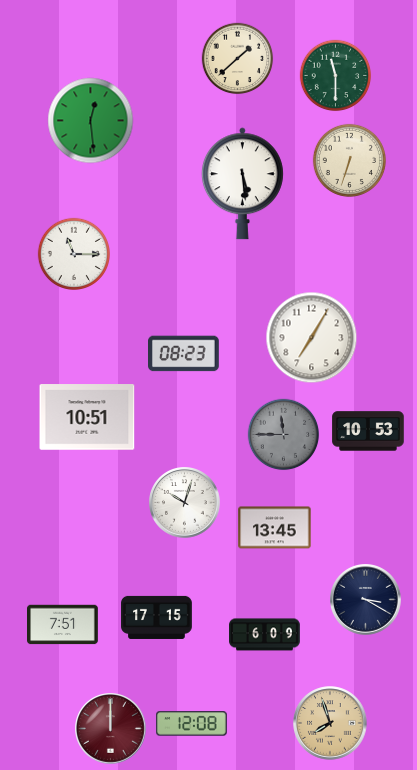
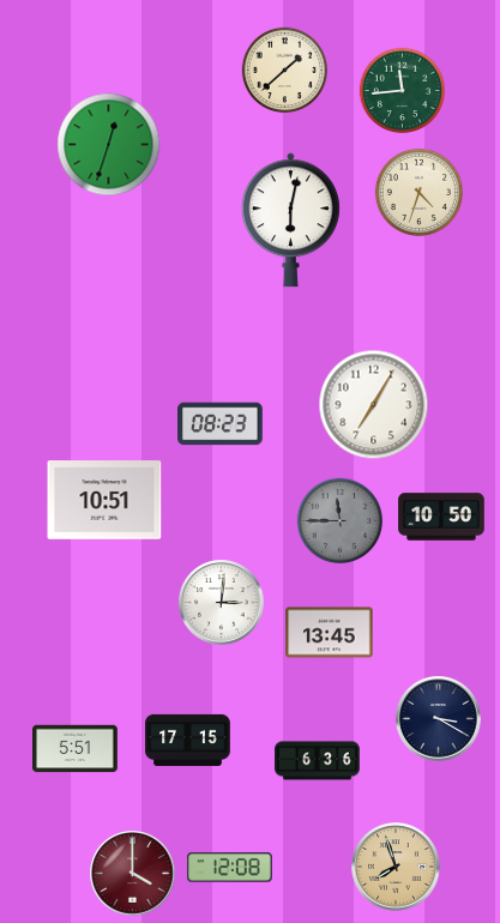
clock at (336, 76): 11:30 -> 11:44
clock at (91, 121): 12:29 -> 12:33
clock at (349, 160): 6:33 -> 4:33
clock at (242, 184): 5:29 -> 6:02
clock at (73, 253): 11:15 -> none
clock at (368, 431): 10:53 -> 10:50
clock at (185, 503): 10:03 -> 3:01
clock at (63, 625): 7:51 -> 5:51
clock at (265, 635): 6:09 -> 6:36
clock at (111, 729): 12:00 -> 4:00
